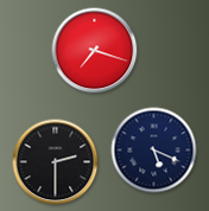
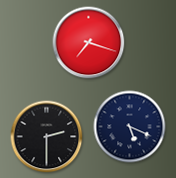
clock at (95, 51) position: (95, 51) -> (89, 43)
